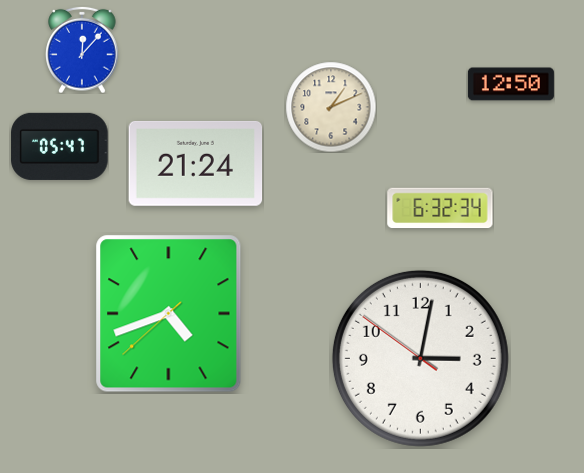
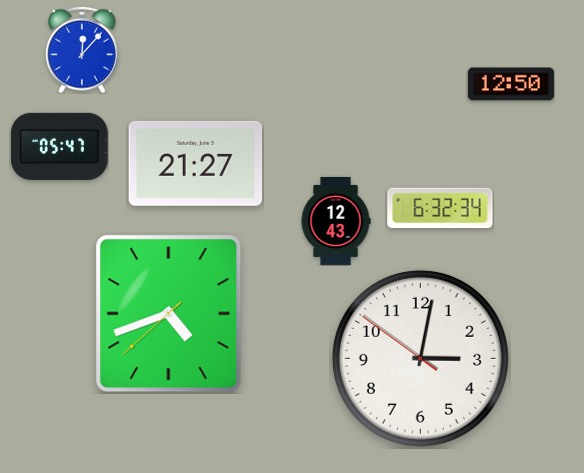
clock at (331, 107): 1:11 -> none
clock at (196, 163): 21:24 -> 21:27
clock at (336, 221): none -> 12:43
